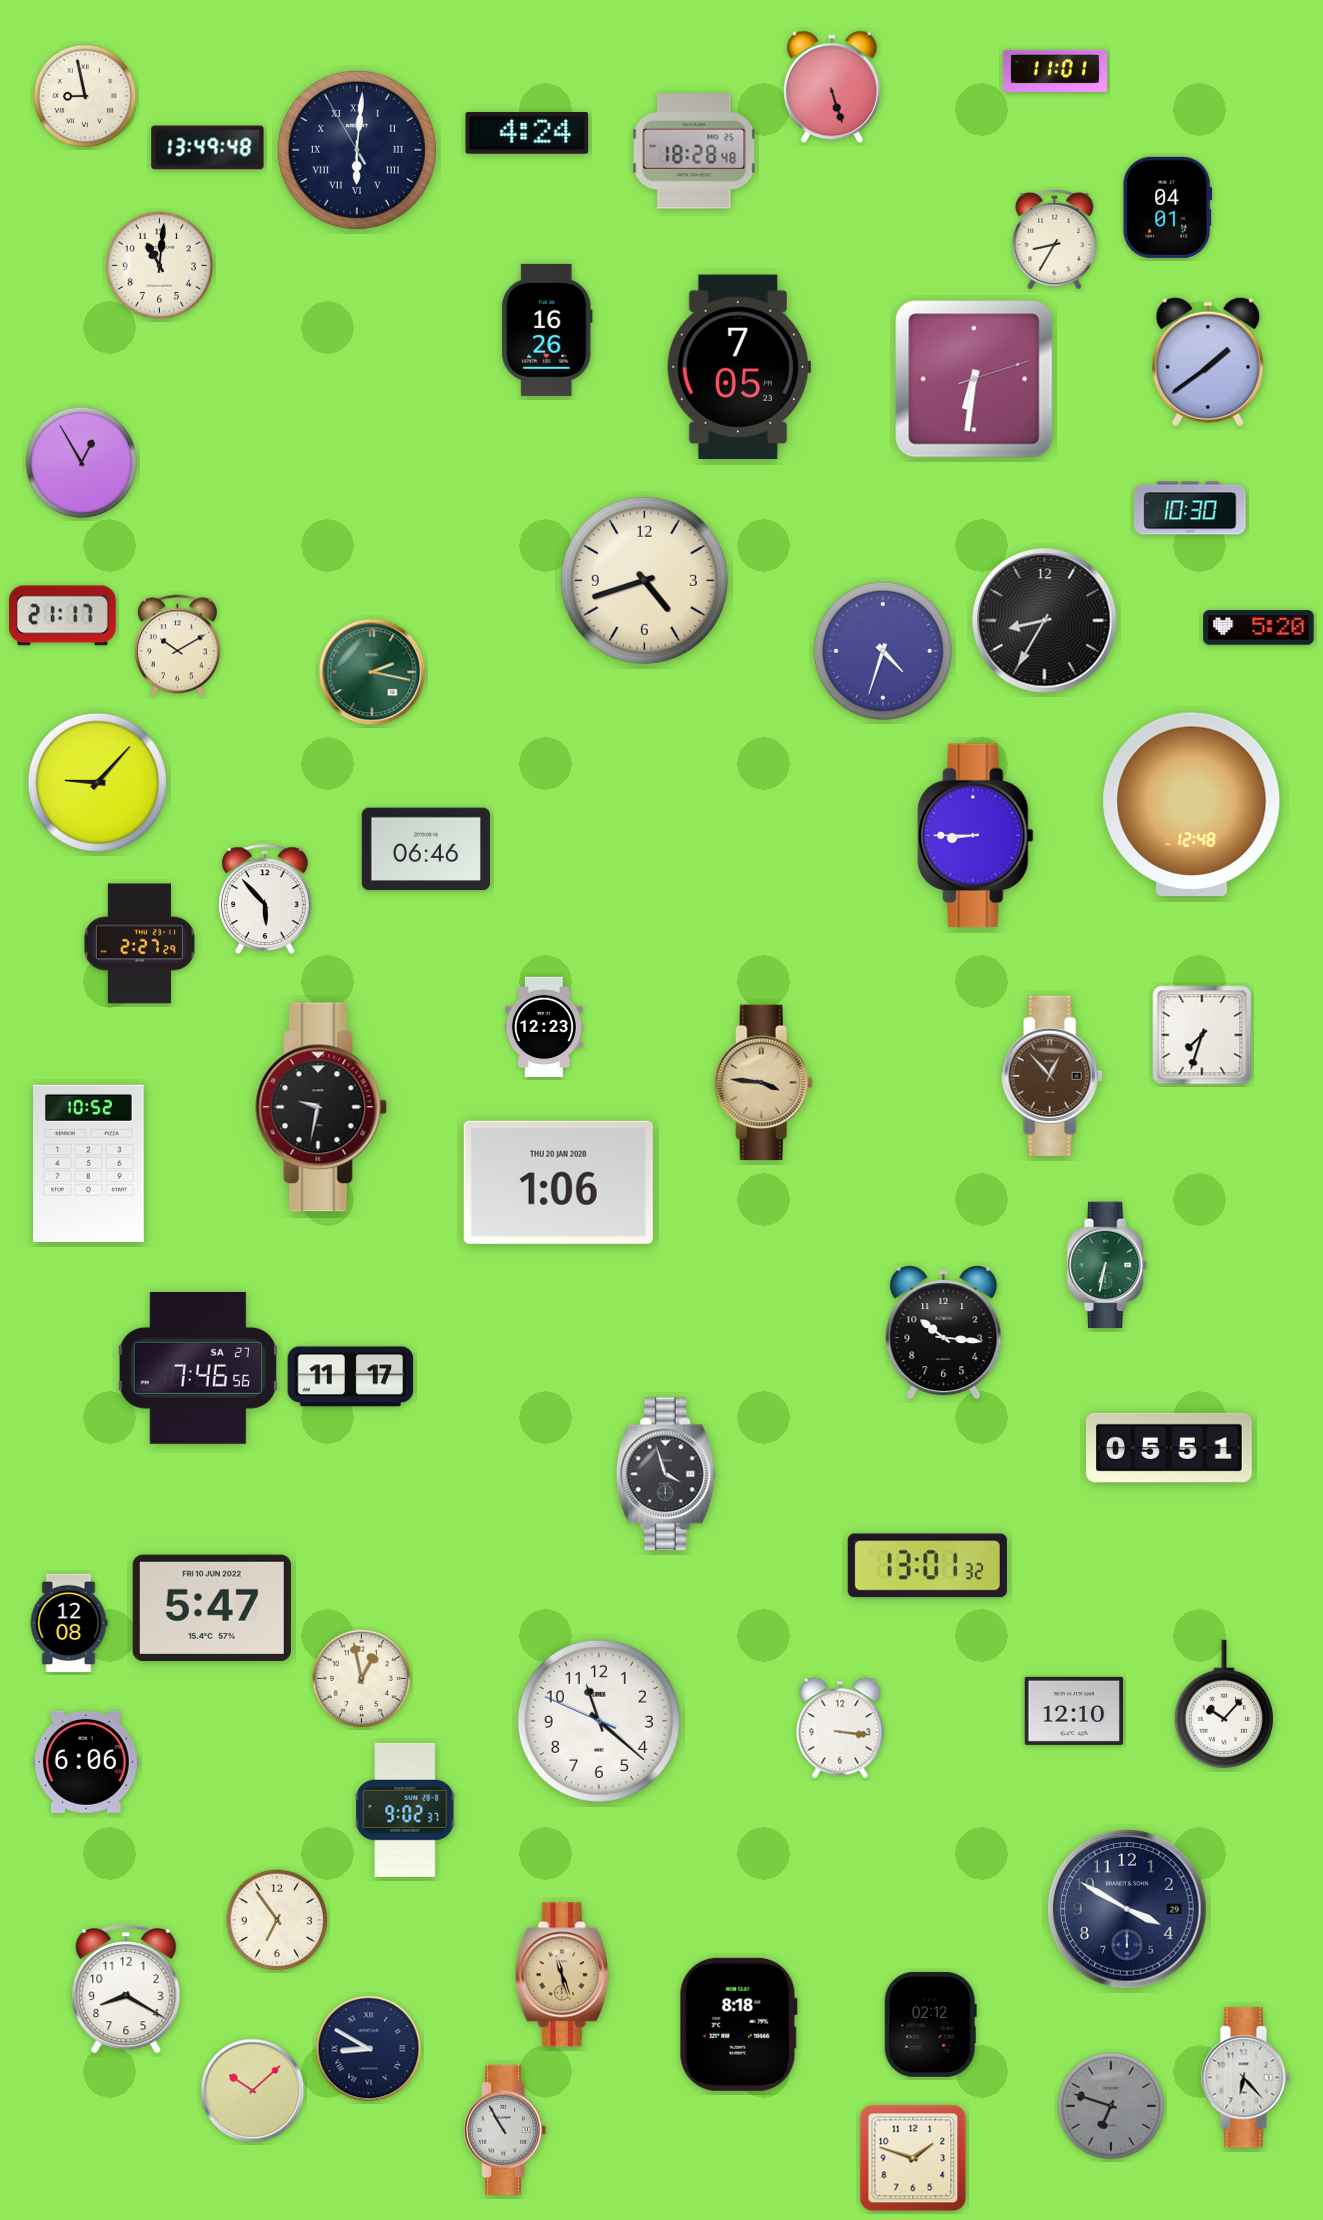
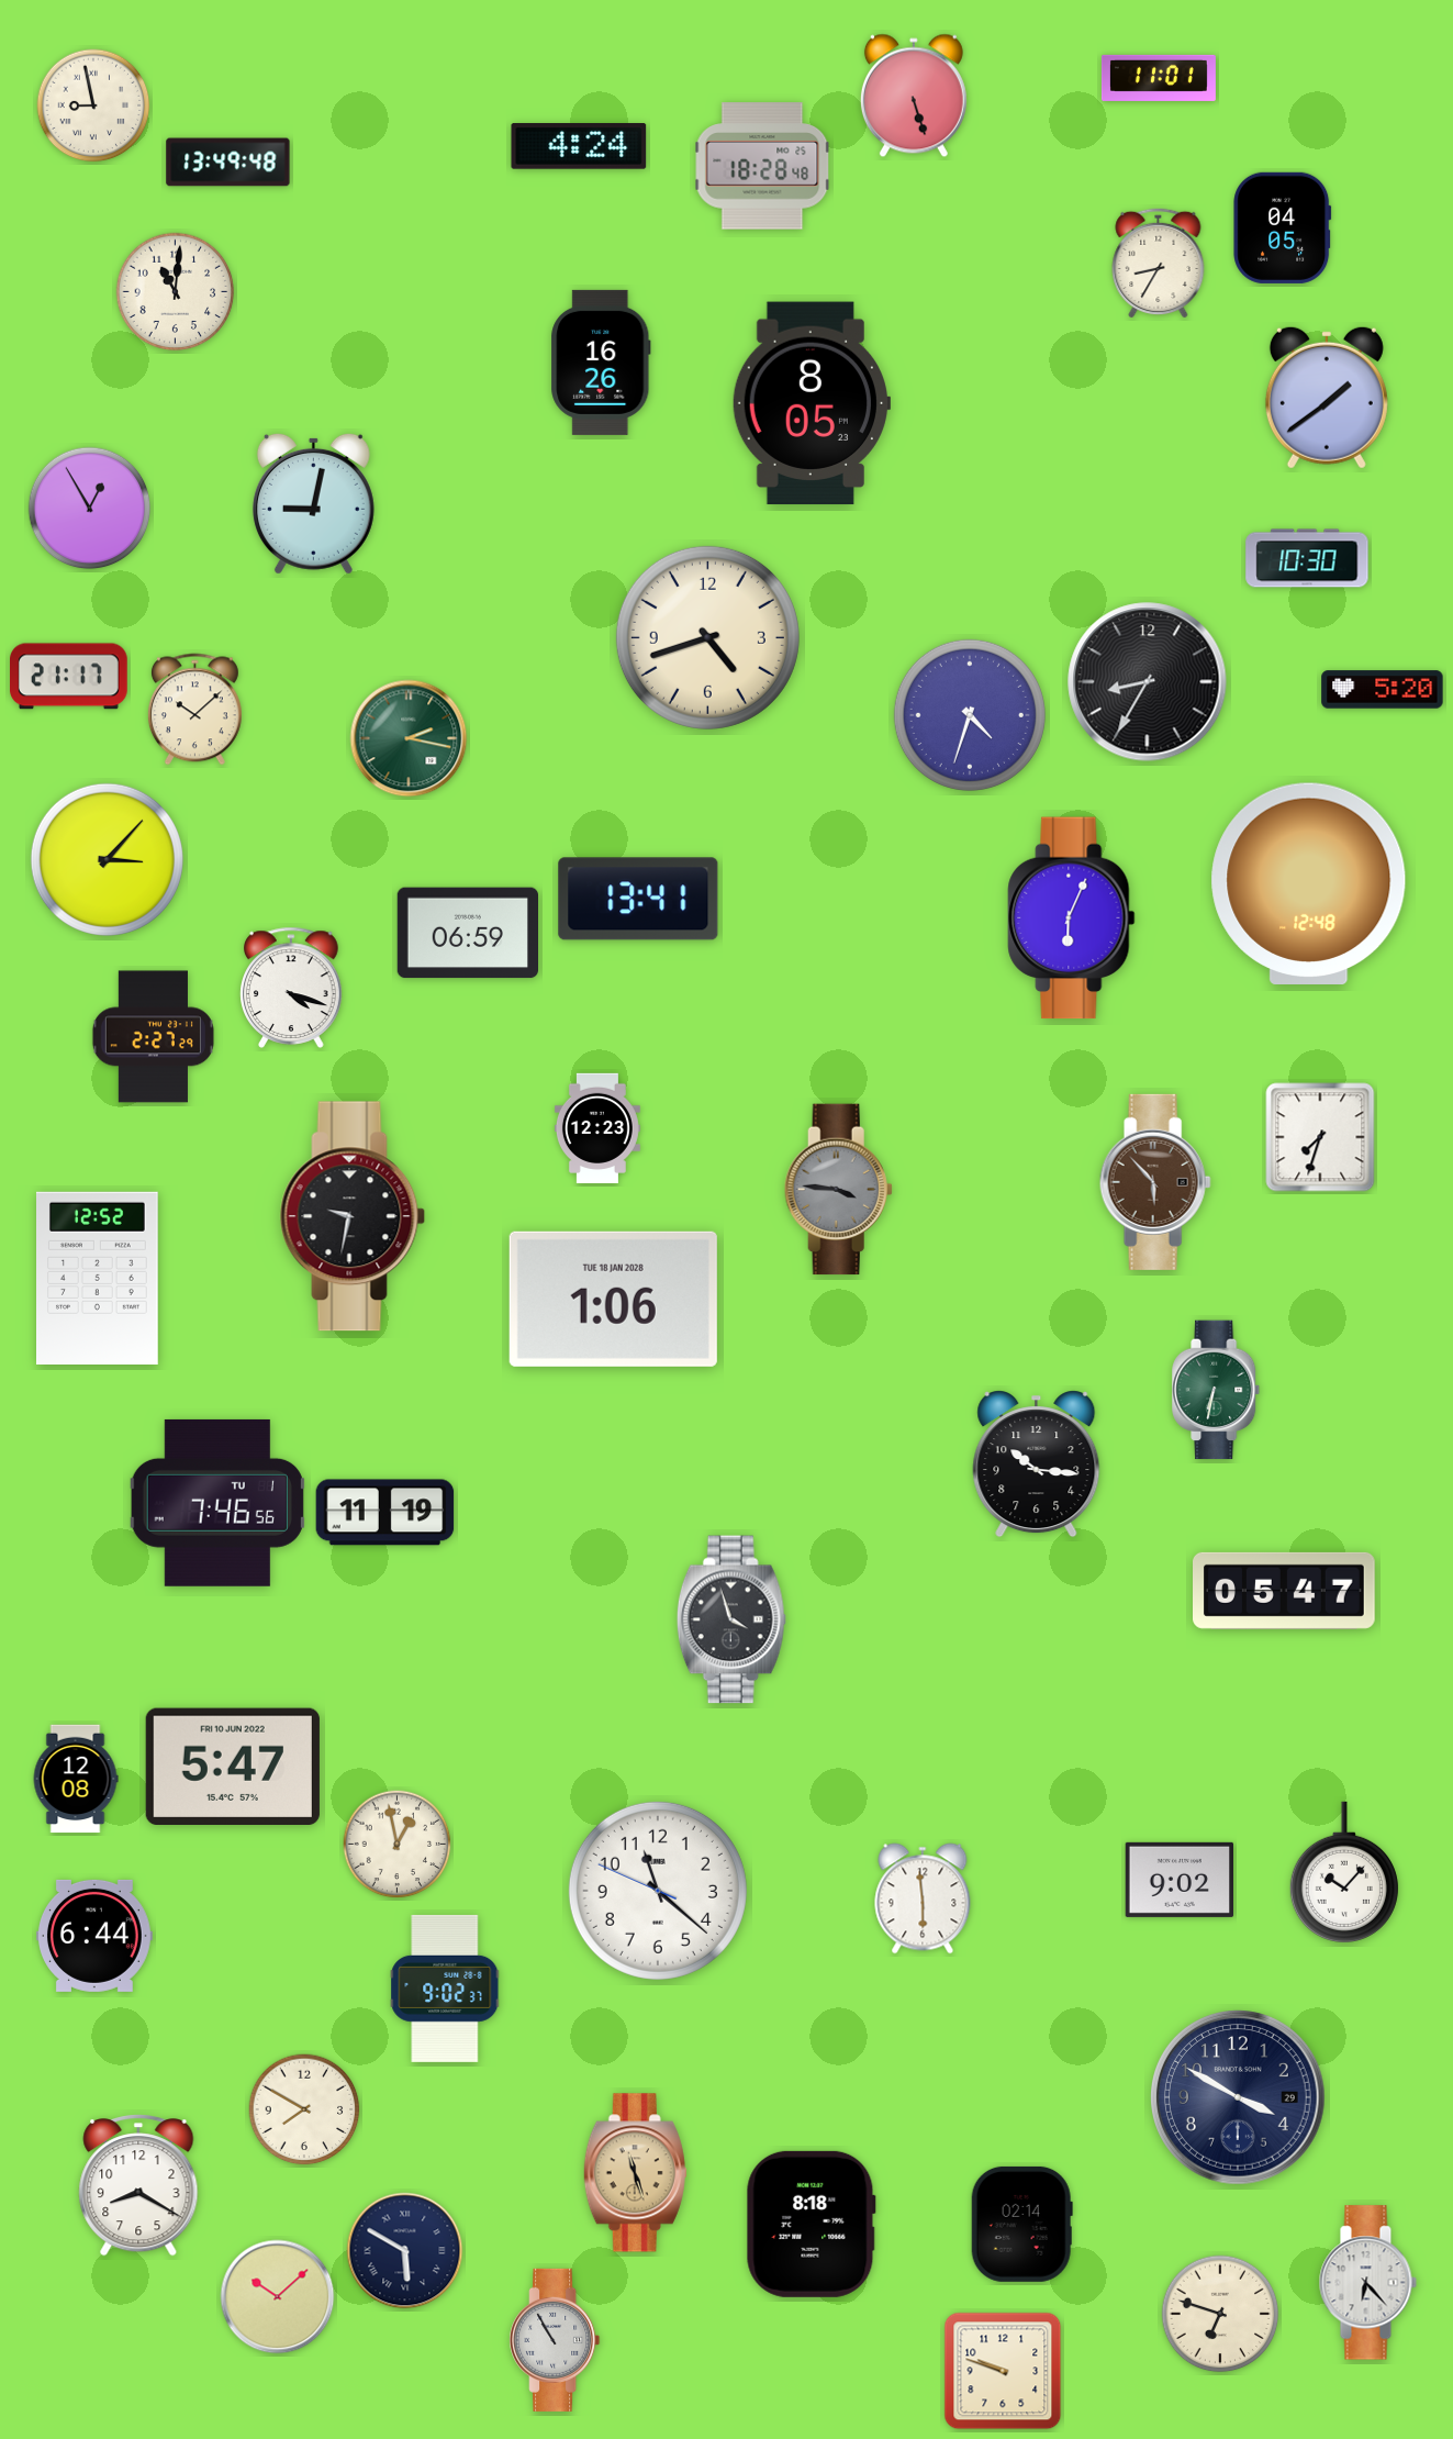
clock at (357, 150): 6:00 -> none
clock at (1168, 207): 04:01 -> 04:05
clock at (738, 367): 7:05 -> 8:05
clock at (974, 379): 6:31 -> none
clock at (313, 503): none -> 9:02
clock at (177, 646): 10:10 -> 10:08
clock at (97, 782): 9:07 -> 3:07
clock at (638, 899): none -> 13:41
clock at (976, 836): 8:45 -> 6:04
clock at (425, 849): 06:46 -> 06:59
clock at (265, 899): 5:53 -> 4:18
clock at (1052, 1076): 12:53 -> 5:53
clock at (763, 1083) dial: champagne -> grey
clock at (89, 1163): 10:52 -> 12:52
clock at (558, 1182) date: THU 20 JAN 2028 -> TUE 18 JAN 2028
clock at (198, 1368) date: SA 27 -> TU 1
clock at (351, 1377): 11:17 -> 11:19
clock at (1170, 1448): 05:51 -> 05:47
clock at (927, 1566): 13:01 -> none
clock at (69, 1623) position: (69, 1623) -> (76, 1779)
clock at (1074, 1711): 12:10 -> 9:02
clock at (840, 1728): 3:16 -> 5:59
clock at (87, 1762): 6:06 -> 6:44
clock at (277, 1920): 6:54 -> 7:50
clock at (562, 1975) position: (562, 1975) -> (635, 2173)
clock at (930, 2024): 02:12 -> 02:14
clock at (369, 2049): 8:50 -> 5:50
clock at (1111, 2106) dial: grey -> cream
clock at (913, 2158): 1:48 -> 9:48
